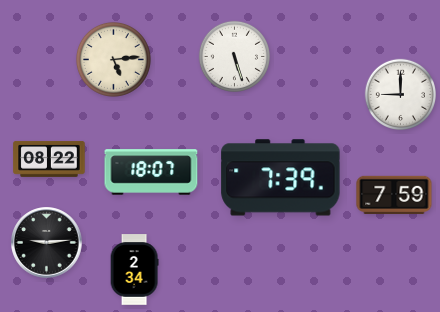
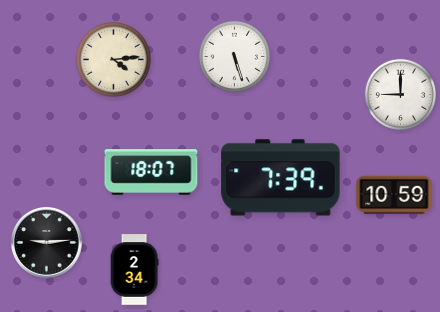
clock at (113, 59): 5:14 -> 4:14
clock at (49, 159): 08:22 -> none
clock at (394, 195): 7:59 -> 10:59
